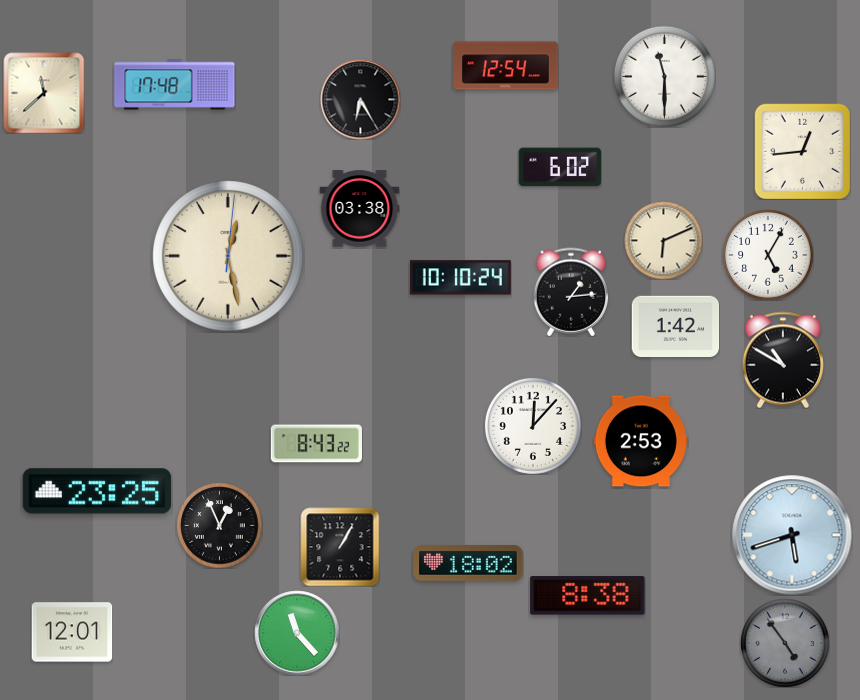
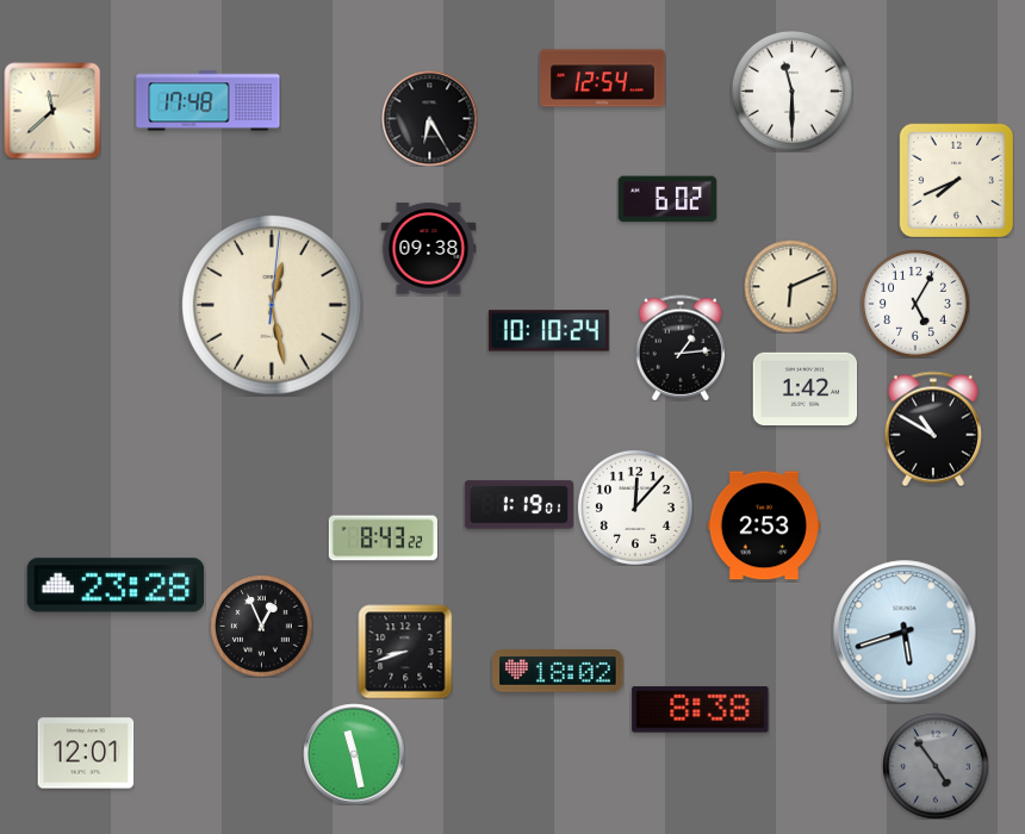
clock at (802, 151): 12:44 -> 7:41
clock at (359, 209): 03:38 -> 09:38
clock at (518, 505): none -> 1:19
clock at (316, 444) position: (316, 444) -> (383, 539)
clock at (97, 491): 23:25 -> 23:28
clock at (792, 535) position: (792, 535) -> (905, 631)
clock at (340, 547): 1:05 -> 8:42
clock at (297, 633): 11:23 -> 11:28
